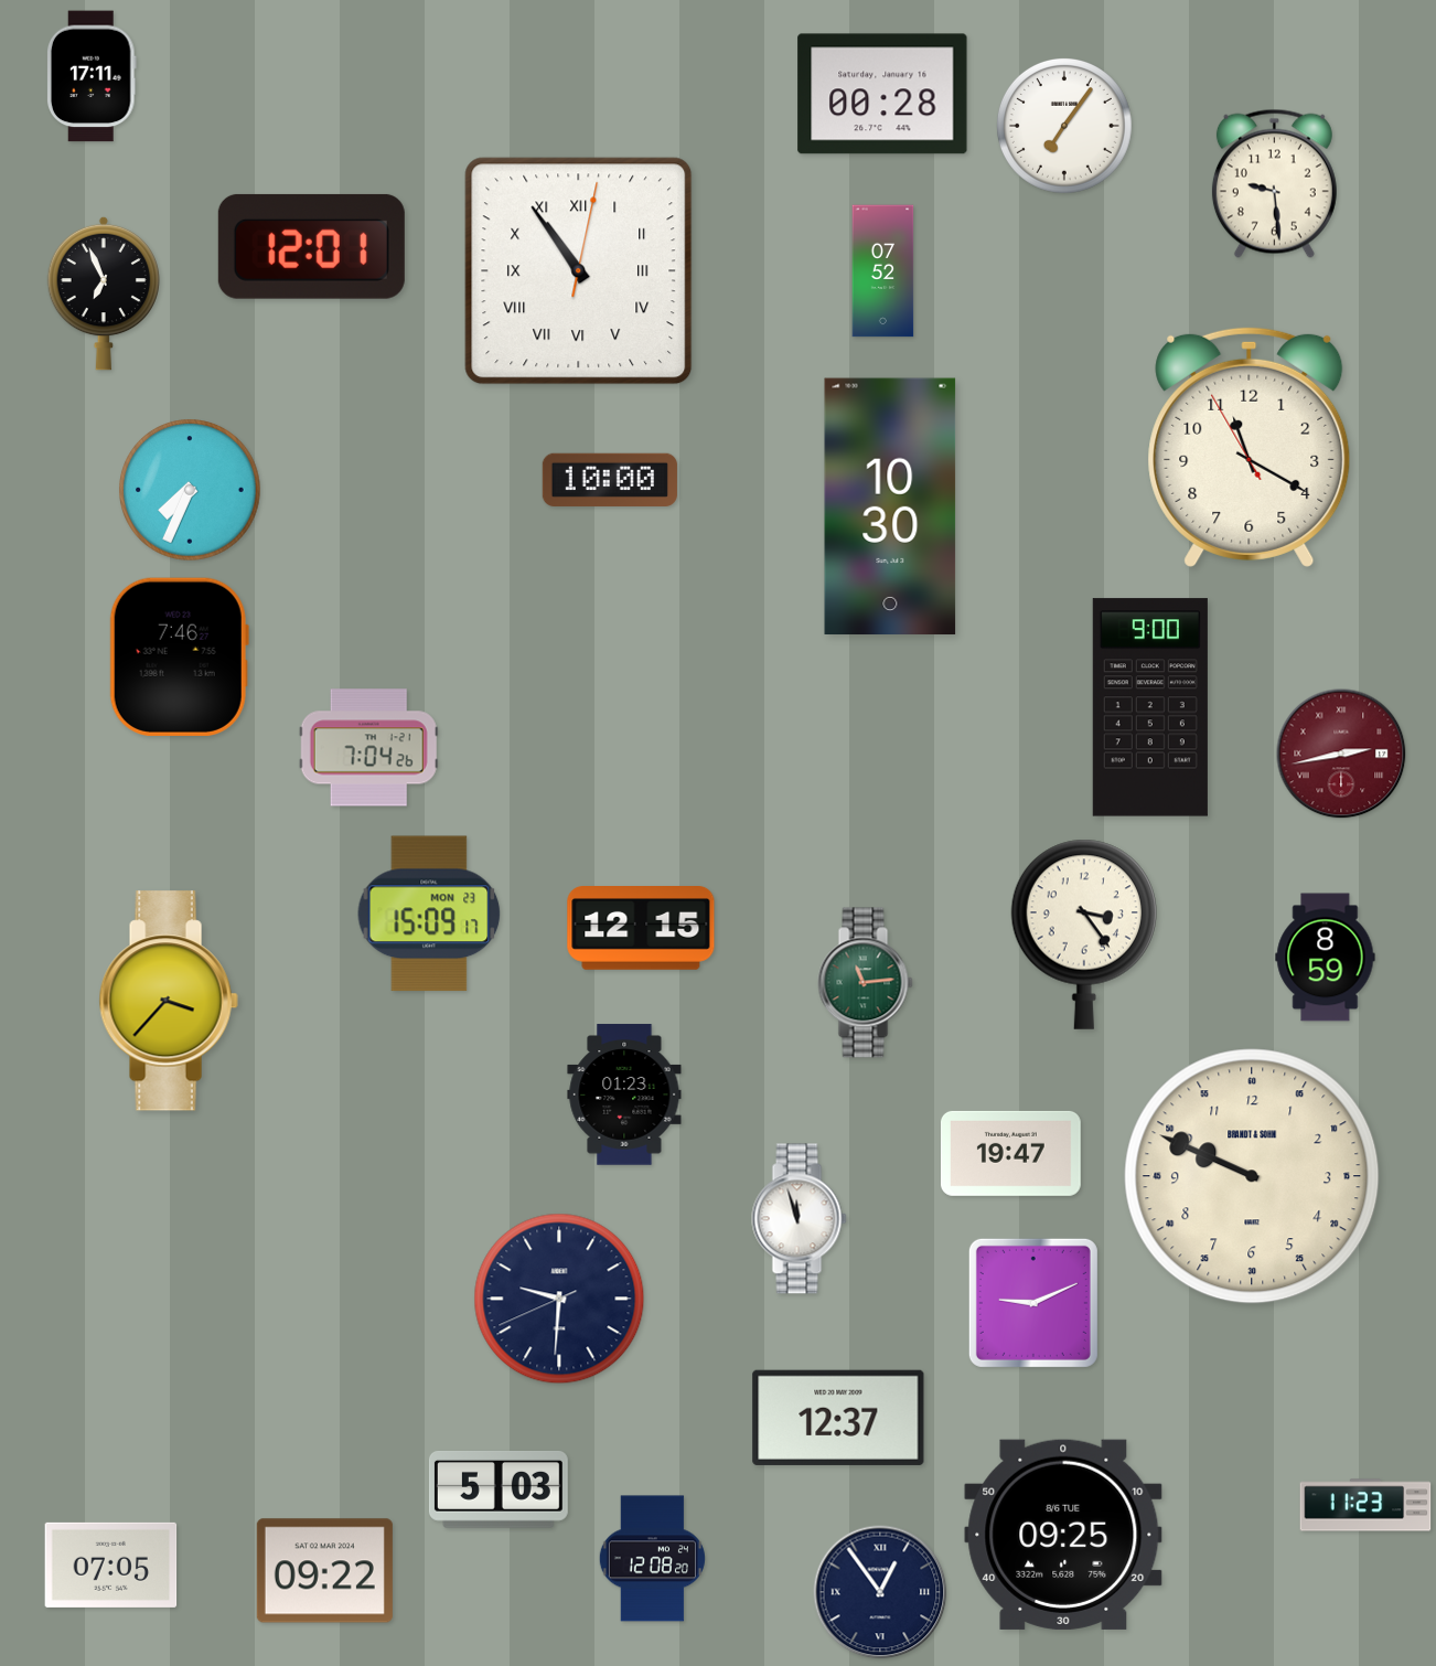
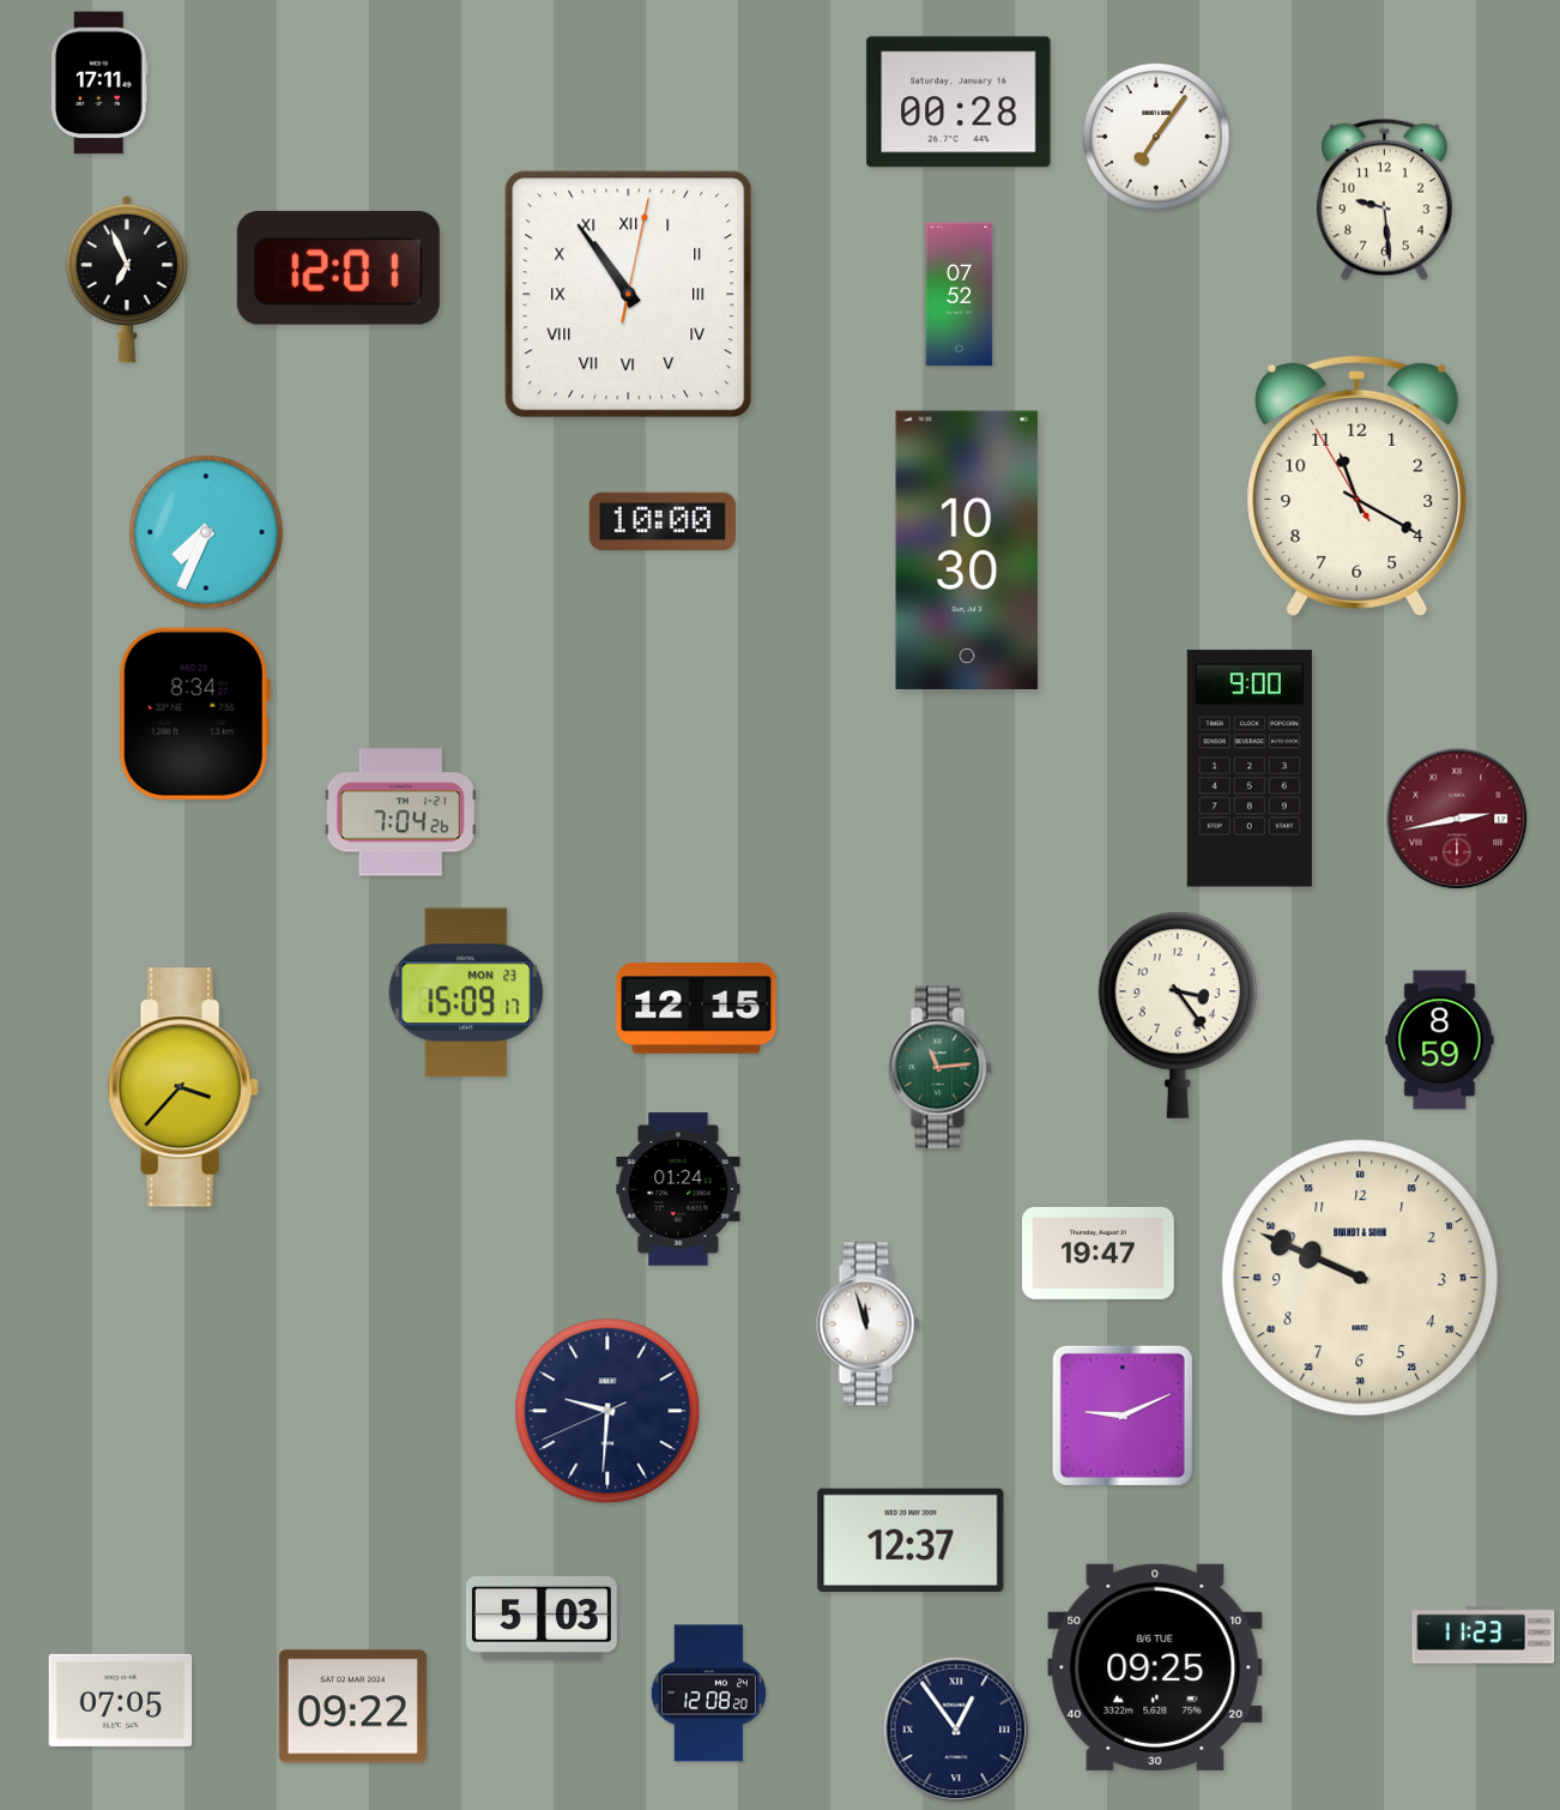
clock at (103, 293) position: (103, 293) -> (126, 279)
clock at (179, 656): 7:46 -> 8:34
clock at (624, 1094): 01:23 -> 01:24
